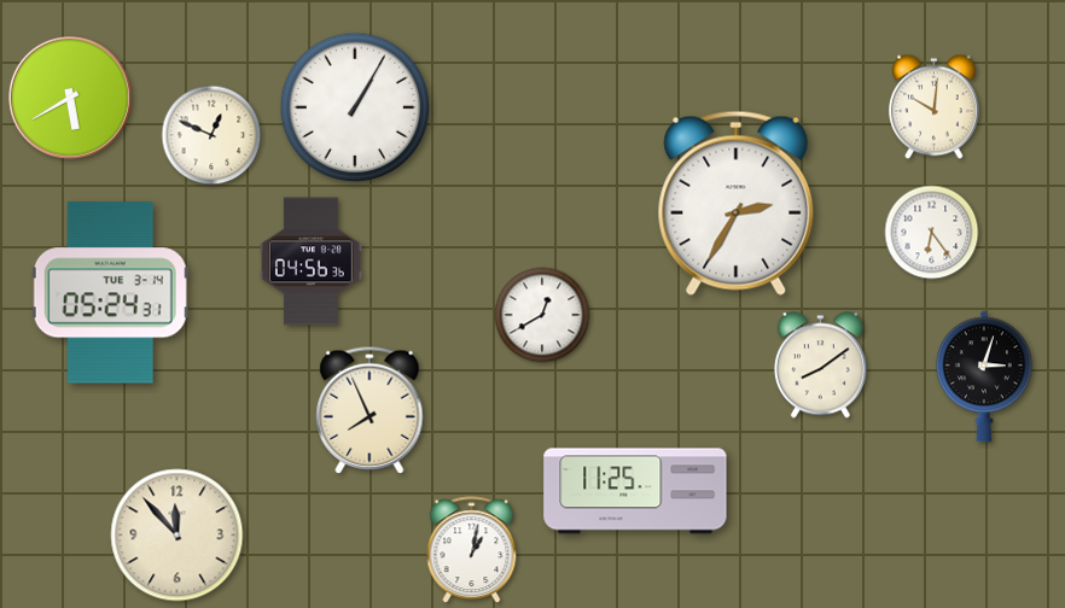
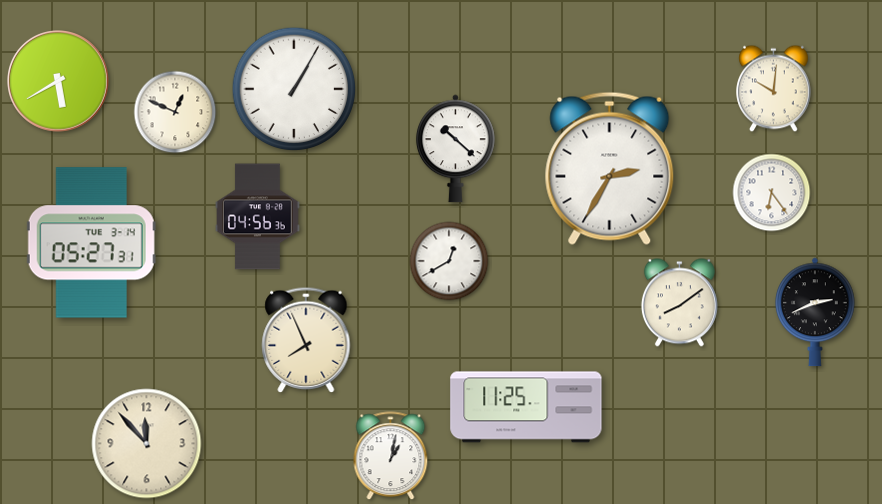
clock at (456, 149): none -> 10:22
clock at (110, 293): 05:24 -> 05:27
clock at (984, 376): 3:03 -> 2:41
